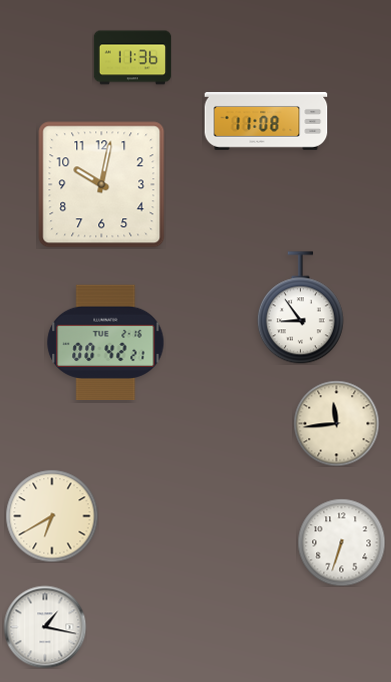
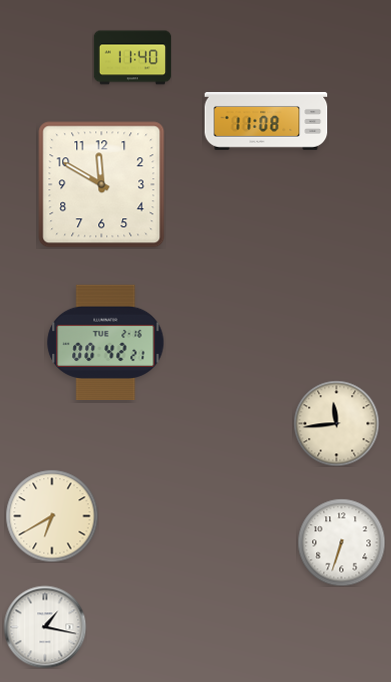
clock at (132, 58): 11:36 -> 11:40
clock at (102, 185): 10:02 -> 11:50
clock at (300, 308): 8:54 -> none
